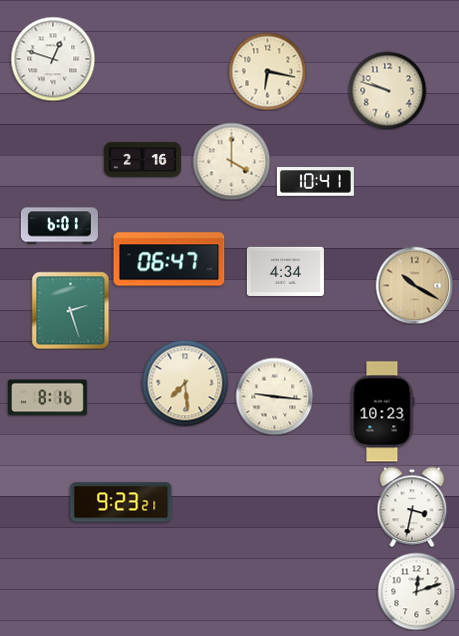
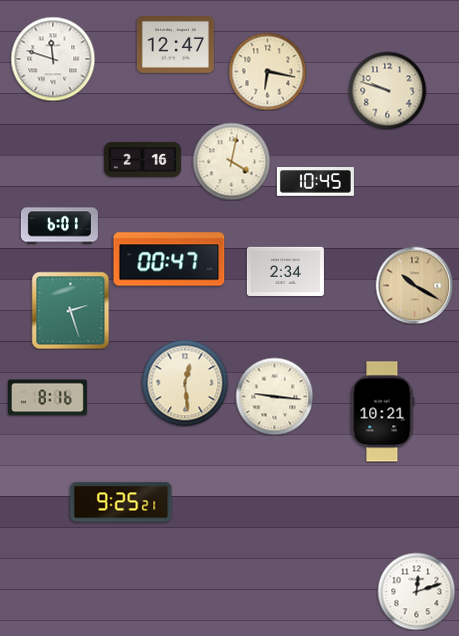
clock at (175, 45): none -> 12:47
clock at (53, 59): 12:48 -> 11:48
clock at (231, 161): 4:00 -> 4:02
clock at (315, 182): 10:41 -> 10:45
clock at (169, 259): 06:47 -> 00:47
clock at (285, 271): 4:34 -> 2:34
clock at (185, 383): 7:29 -> 12:29
clock at (383, 412): 10:23 -> 10:21
clock at (121, 502): 9:23 -> 9:25
clock at (412, 507): 3:32 -> none
